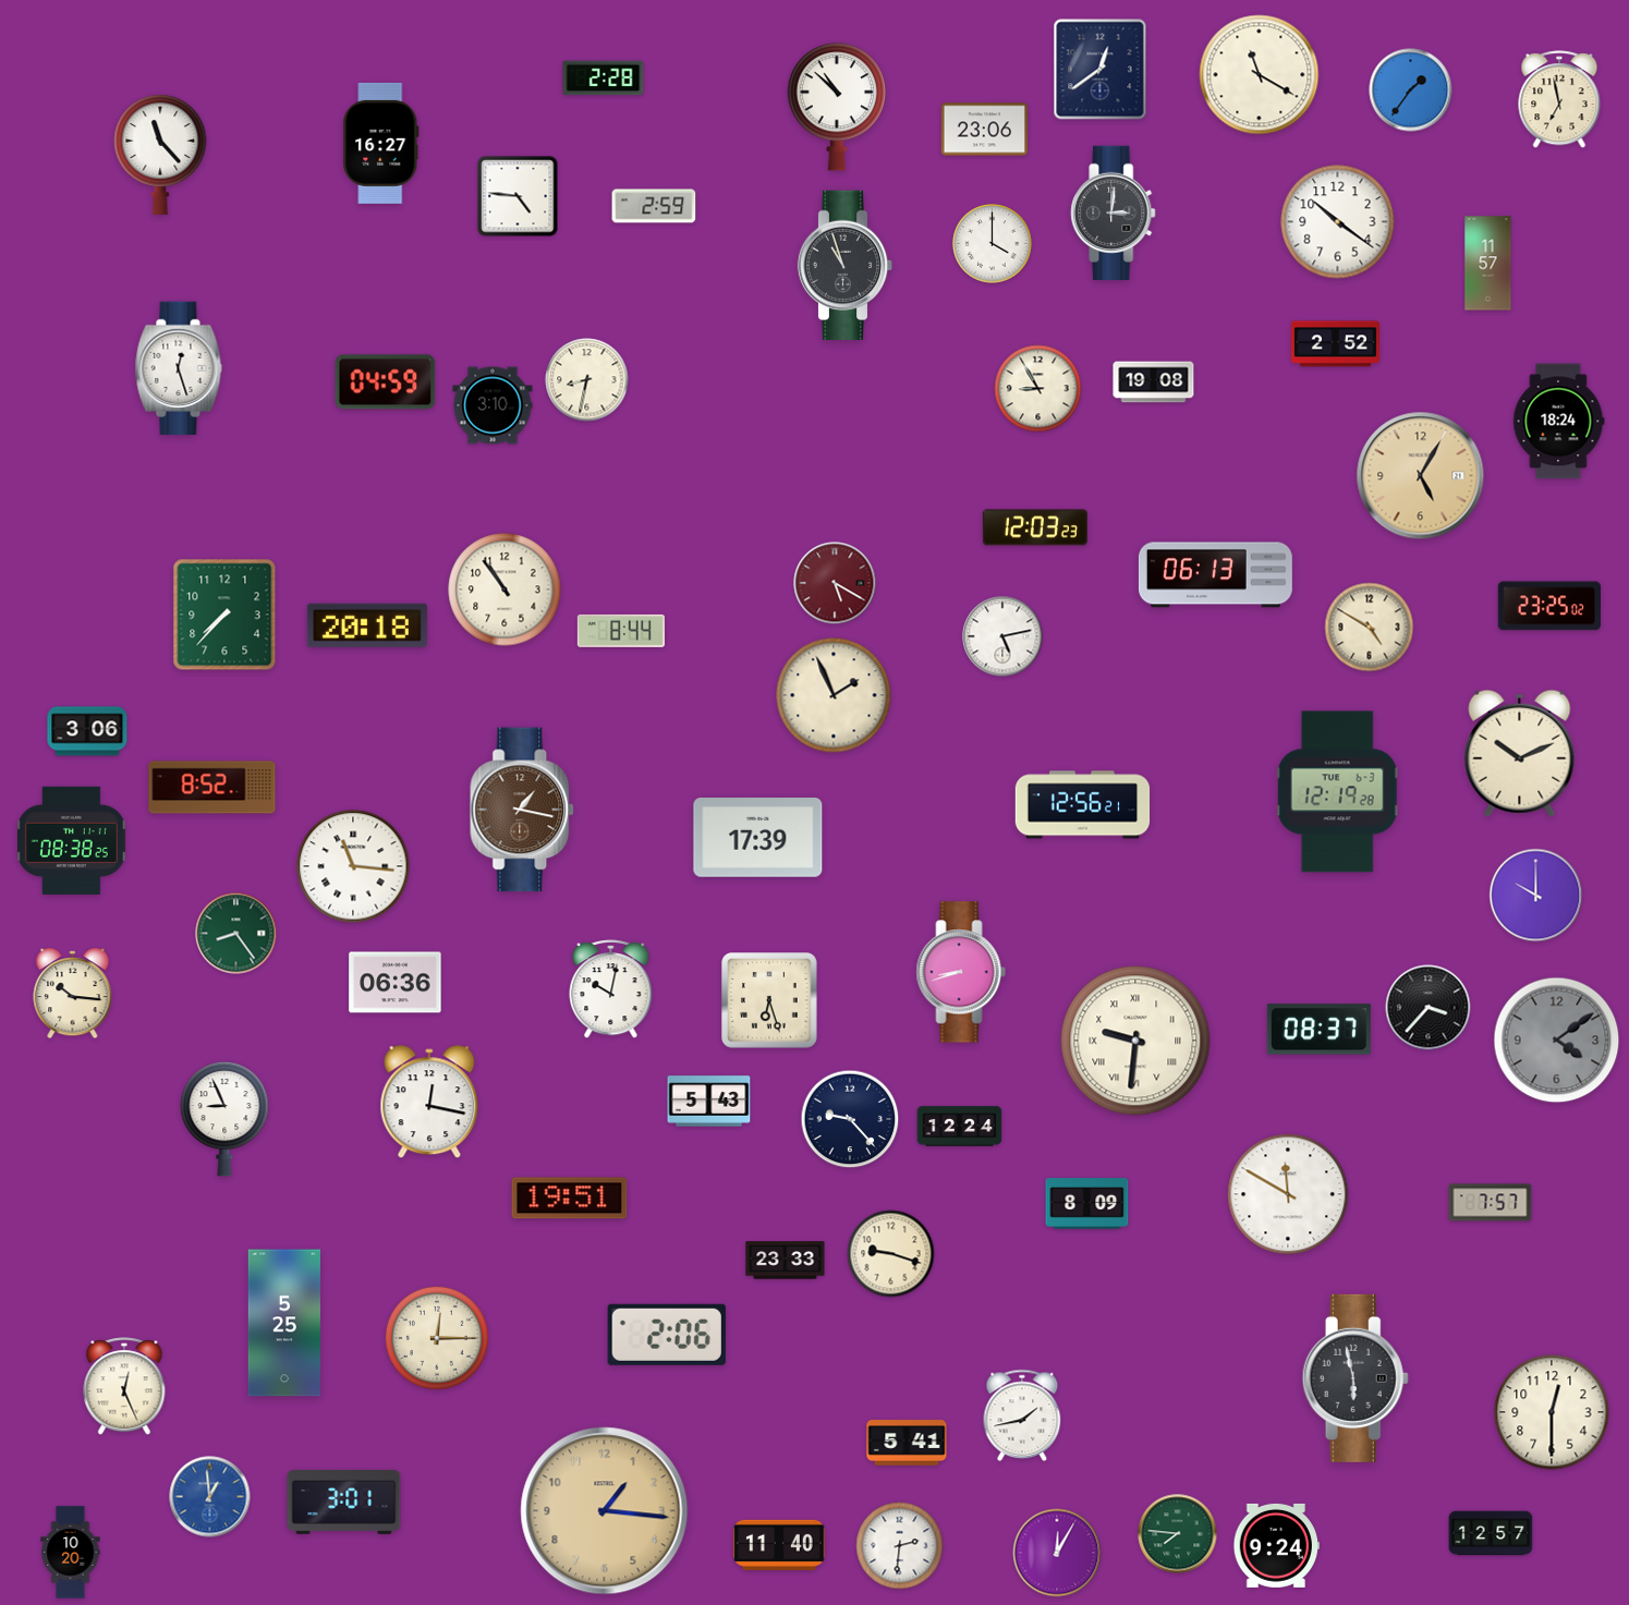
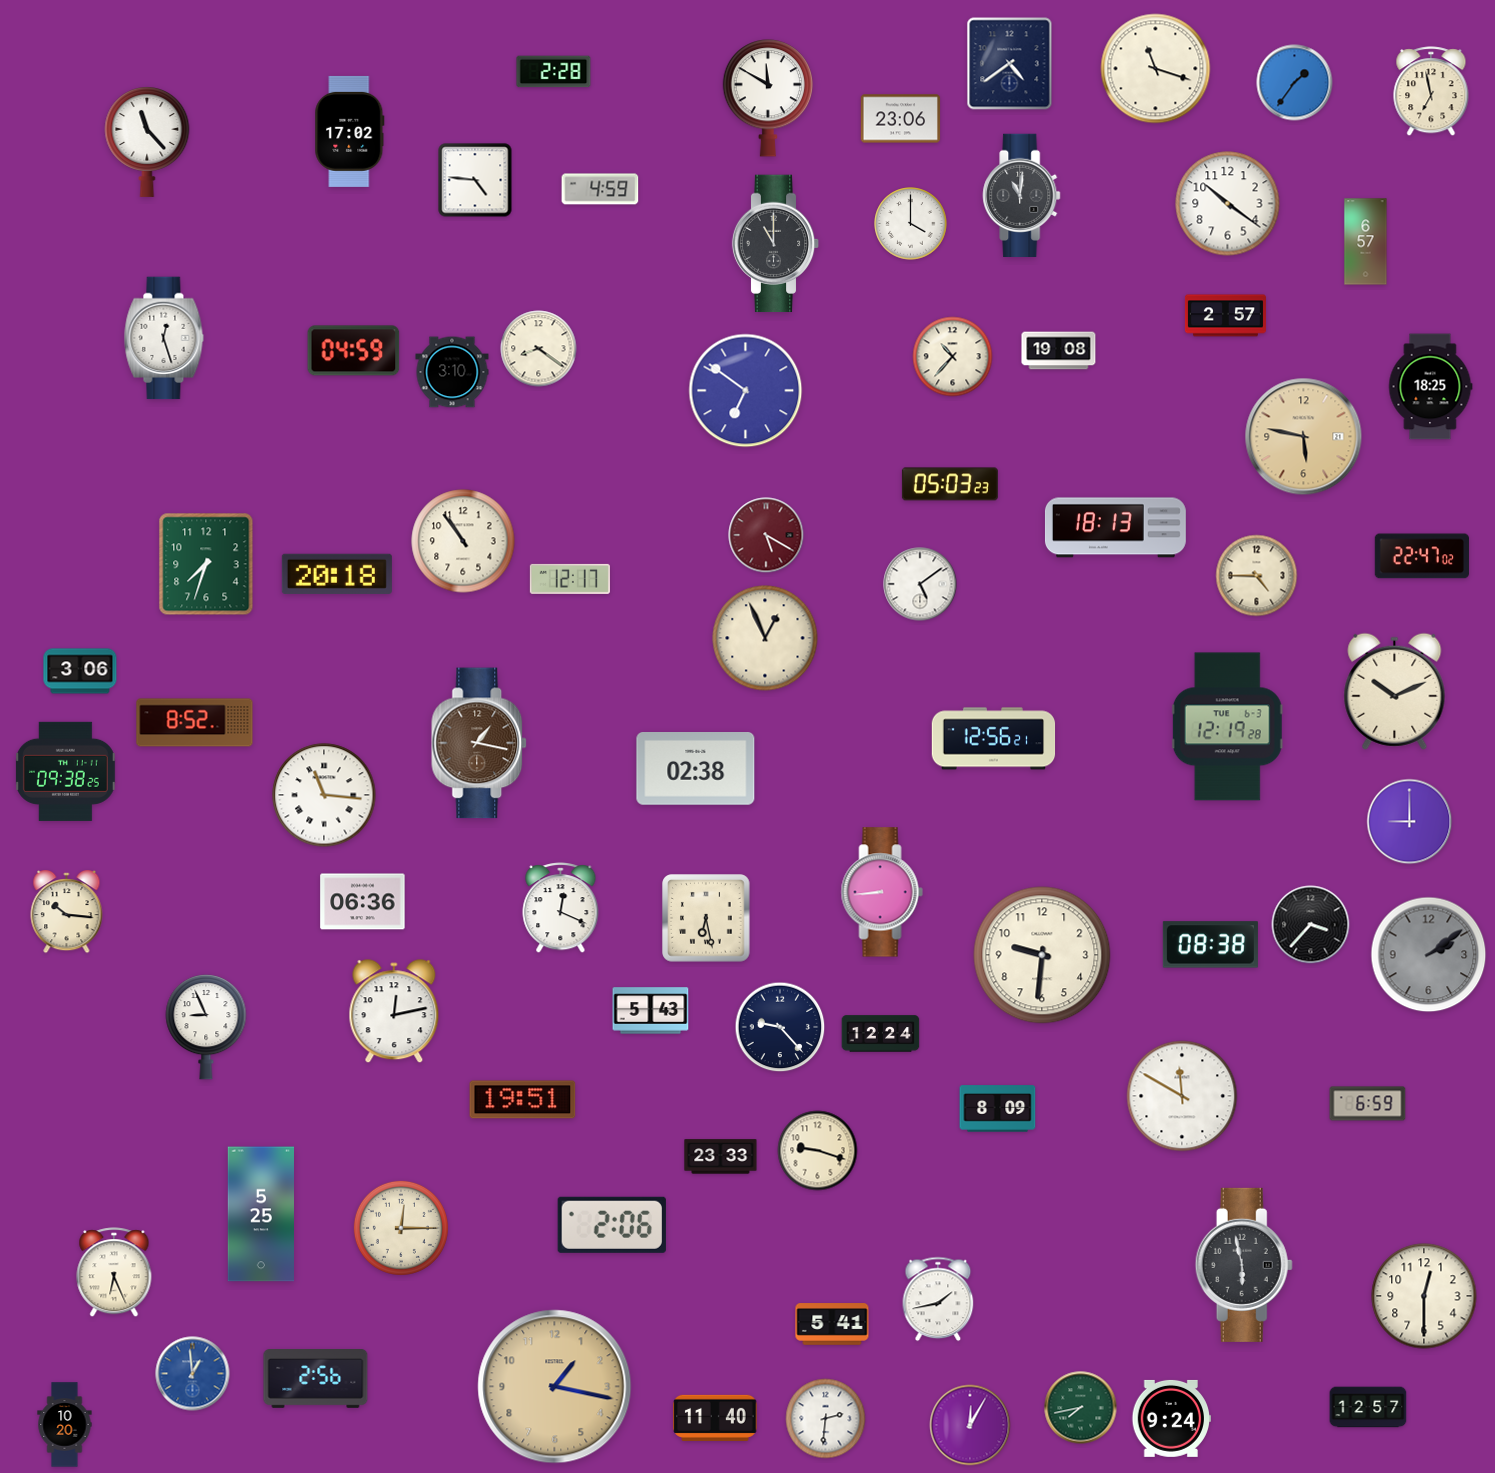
clock at (1101, 70): 12:39 -> 4:39
clock at (1260, 75): 11:20 -> 11:18
clock at (836, 107): 10:52 -> 11:50
clock at (985, 130) position: (985, 130) -> (901, 119)
clock at (381, 143): 16:27 -> 17:02
clock at (654, 206): 2:59 -> 4:59
clock at (1114, 212): 3:01 -> 11:01
clock at (1488, 264): 11:57 -> 6:57
clock at (846, 266): 10:57 -> 11:00
clock at (1335, 344): 2:52 -> 2:57
clock at (587, 380): 8:32 -> 8:21
clock at (1038, 389): 8:55 -> 10:37
clock at (1558, 422): 18:24 -> 18:25
clock at (746, 391): none -> 6:51
clock at (1421, 476): 5:05 -> 5:47
clock at (1035, 527): 12:03 -> 05:03
clock at (1215, 575): 06:13 -> 18:13
clock at (1549, 606): 23:25 -> 22:47
clock at (224, 615): 7:37 -> 7:33
clock at (1370, 628): 4:50 -> 4:45
clock at (621, 631): 8:44 -> 12:17
clock at (1002, 636): 5:13 -> 5:09
clock at (834, 695): 1:56 -> 12:56
clock at (758, 838): 17:39 -> 02:38
clock at (72, 840): 08:38 -> 09:38
clock at (1536, 896): 10:00 -> 9:00
clock at (236, 934): 8:24 -> none
clock at (961, 972): 8:42 -> 8:44
clock at (611, 989): 10:02 -> 12:19
clock at (769, 1000): 6:27 -> 6:28
clock at (1318, 1030): 08:37 -> 08:38
clock at (1135, 1041) numerals: Roman -> Arabic
clock at (1557, 1041): 4:09 -> 2:09
clock at (429, 1103): 12:17 -> 12:13
clock at (1491, 1203): 7:57 -> 6:59
clock at (1087, 1204) position: (1087, 1204) -> (998, 1109)
clock at (124, 1387): 12:26 -> 6:26
clock at (344, 1503): 3:01 -> 2:56
clock at (605, 1511): 1:16 -> 1:17
clock at (1178, 1534): 7:46 -> 7:43
